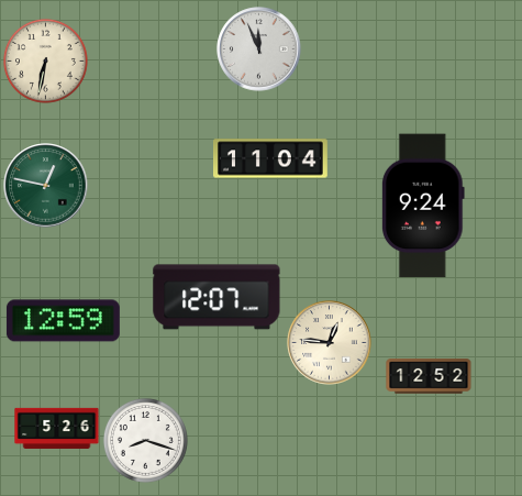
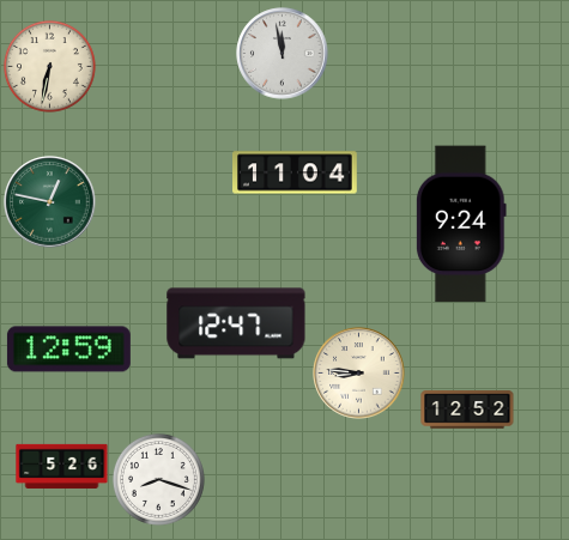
clock at (259, 49): 11:56 -> 11:58
clock at (216, 297): 12:07 -> 12:47
clock at (330, 343): 12:46 -> 8:46
